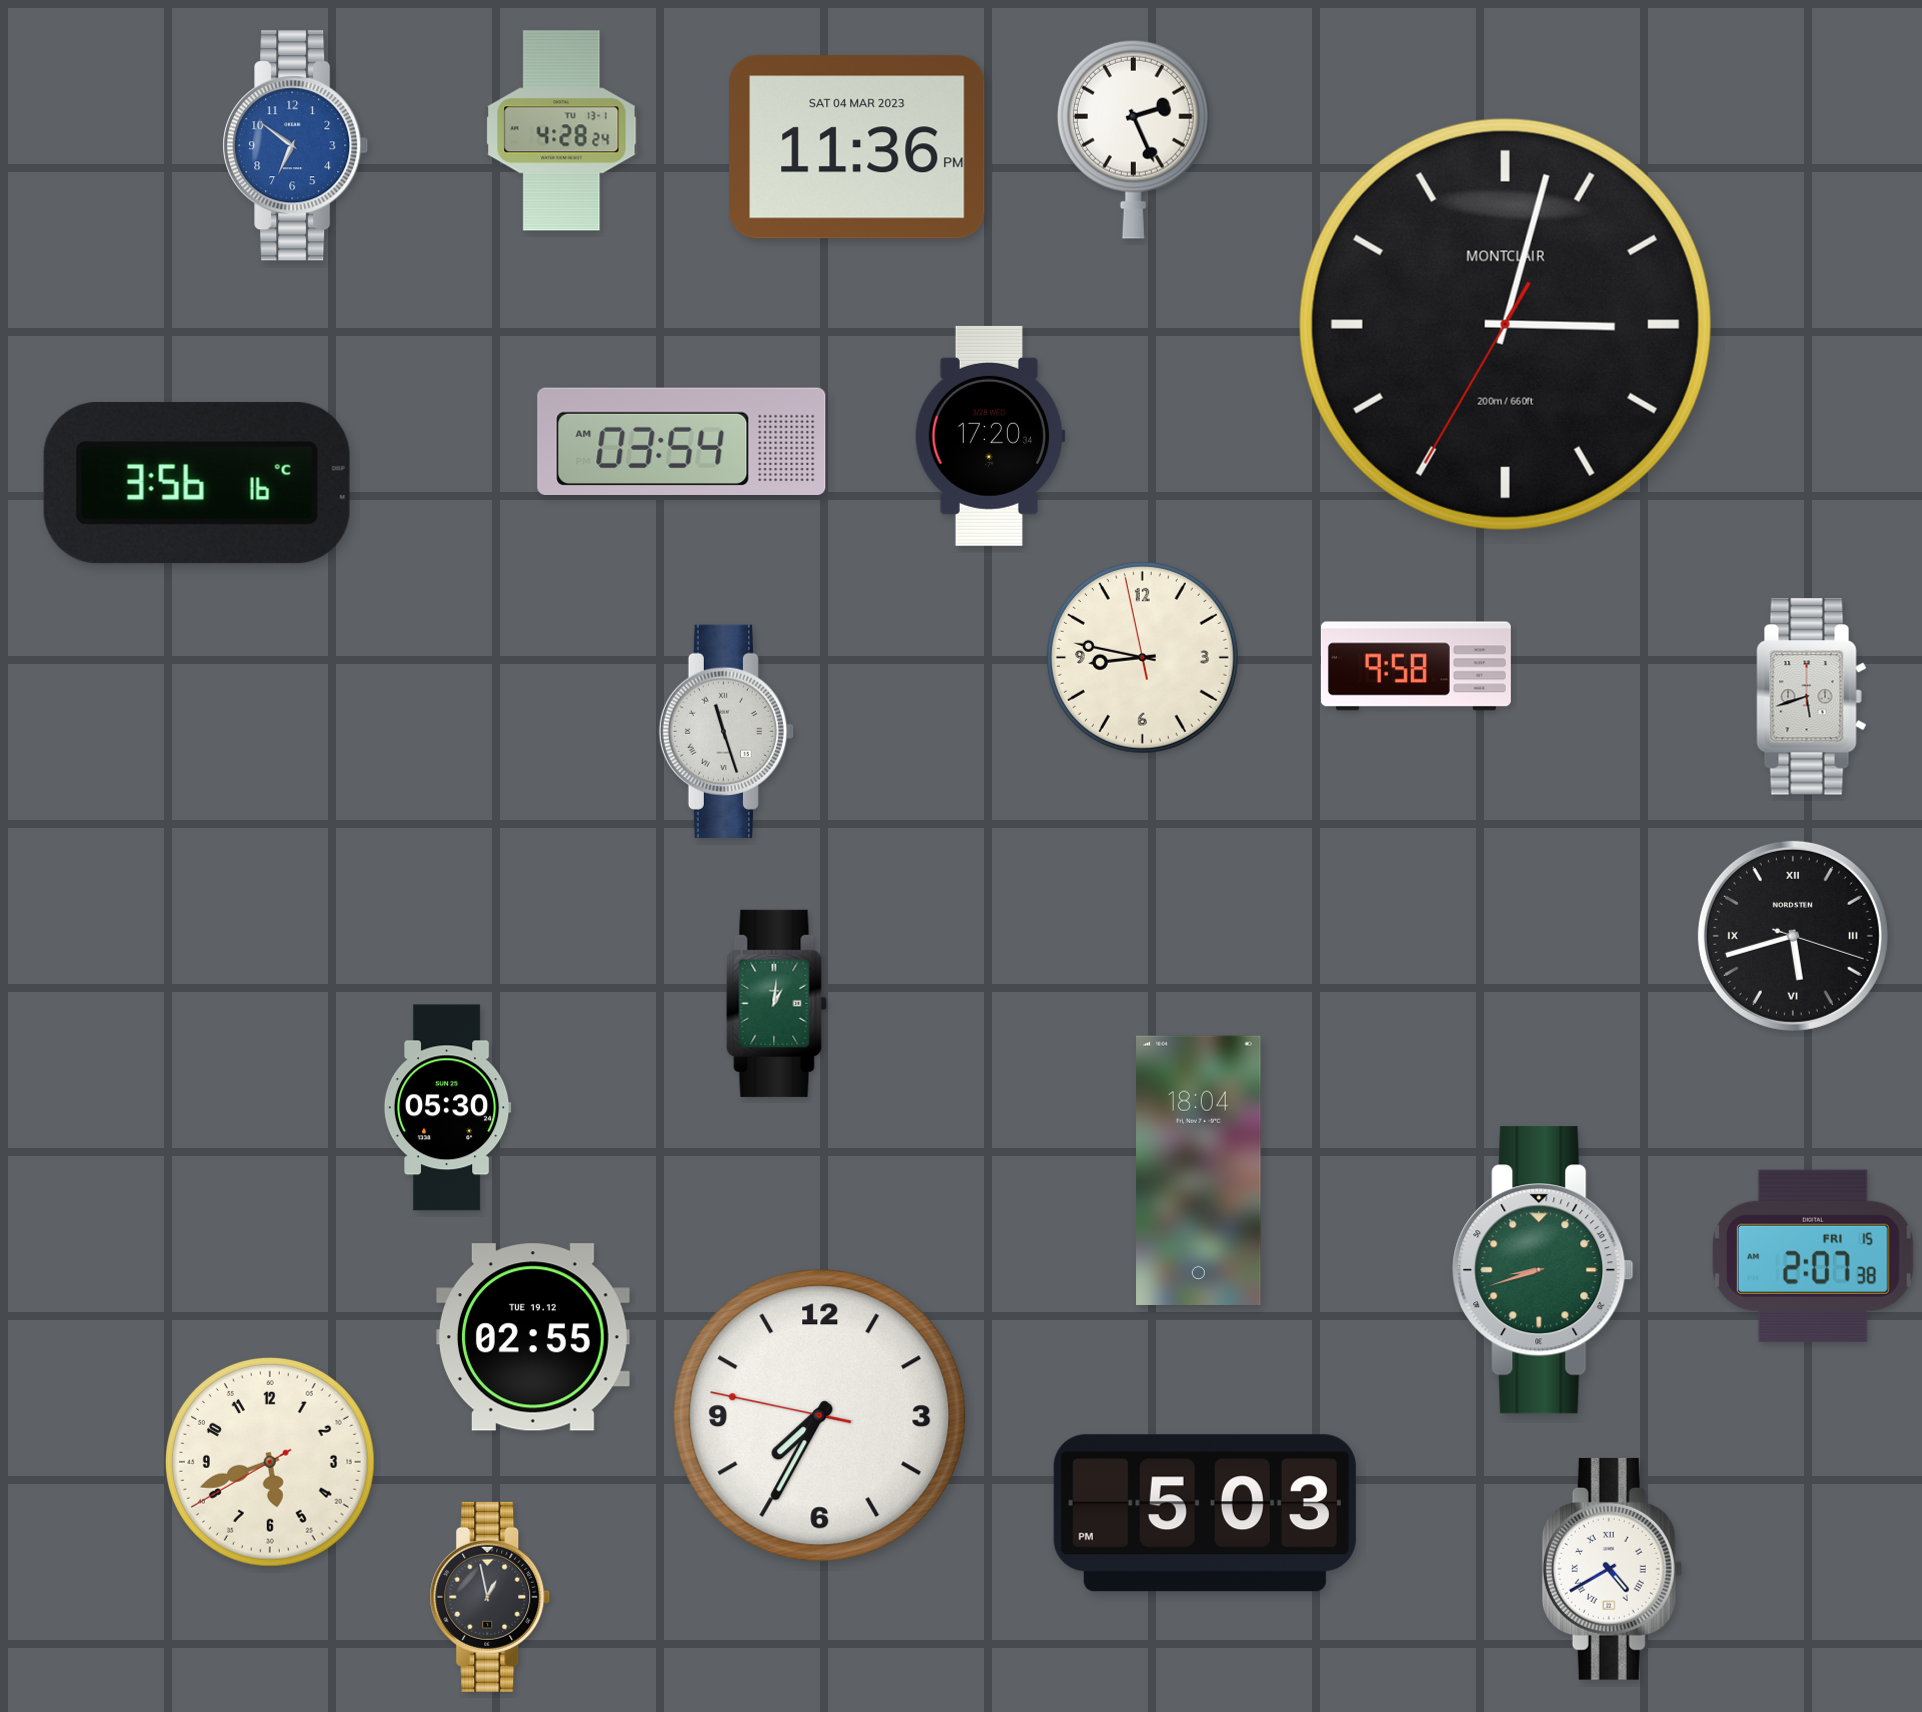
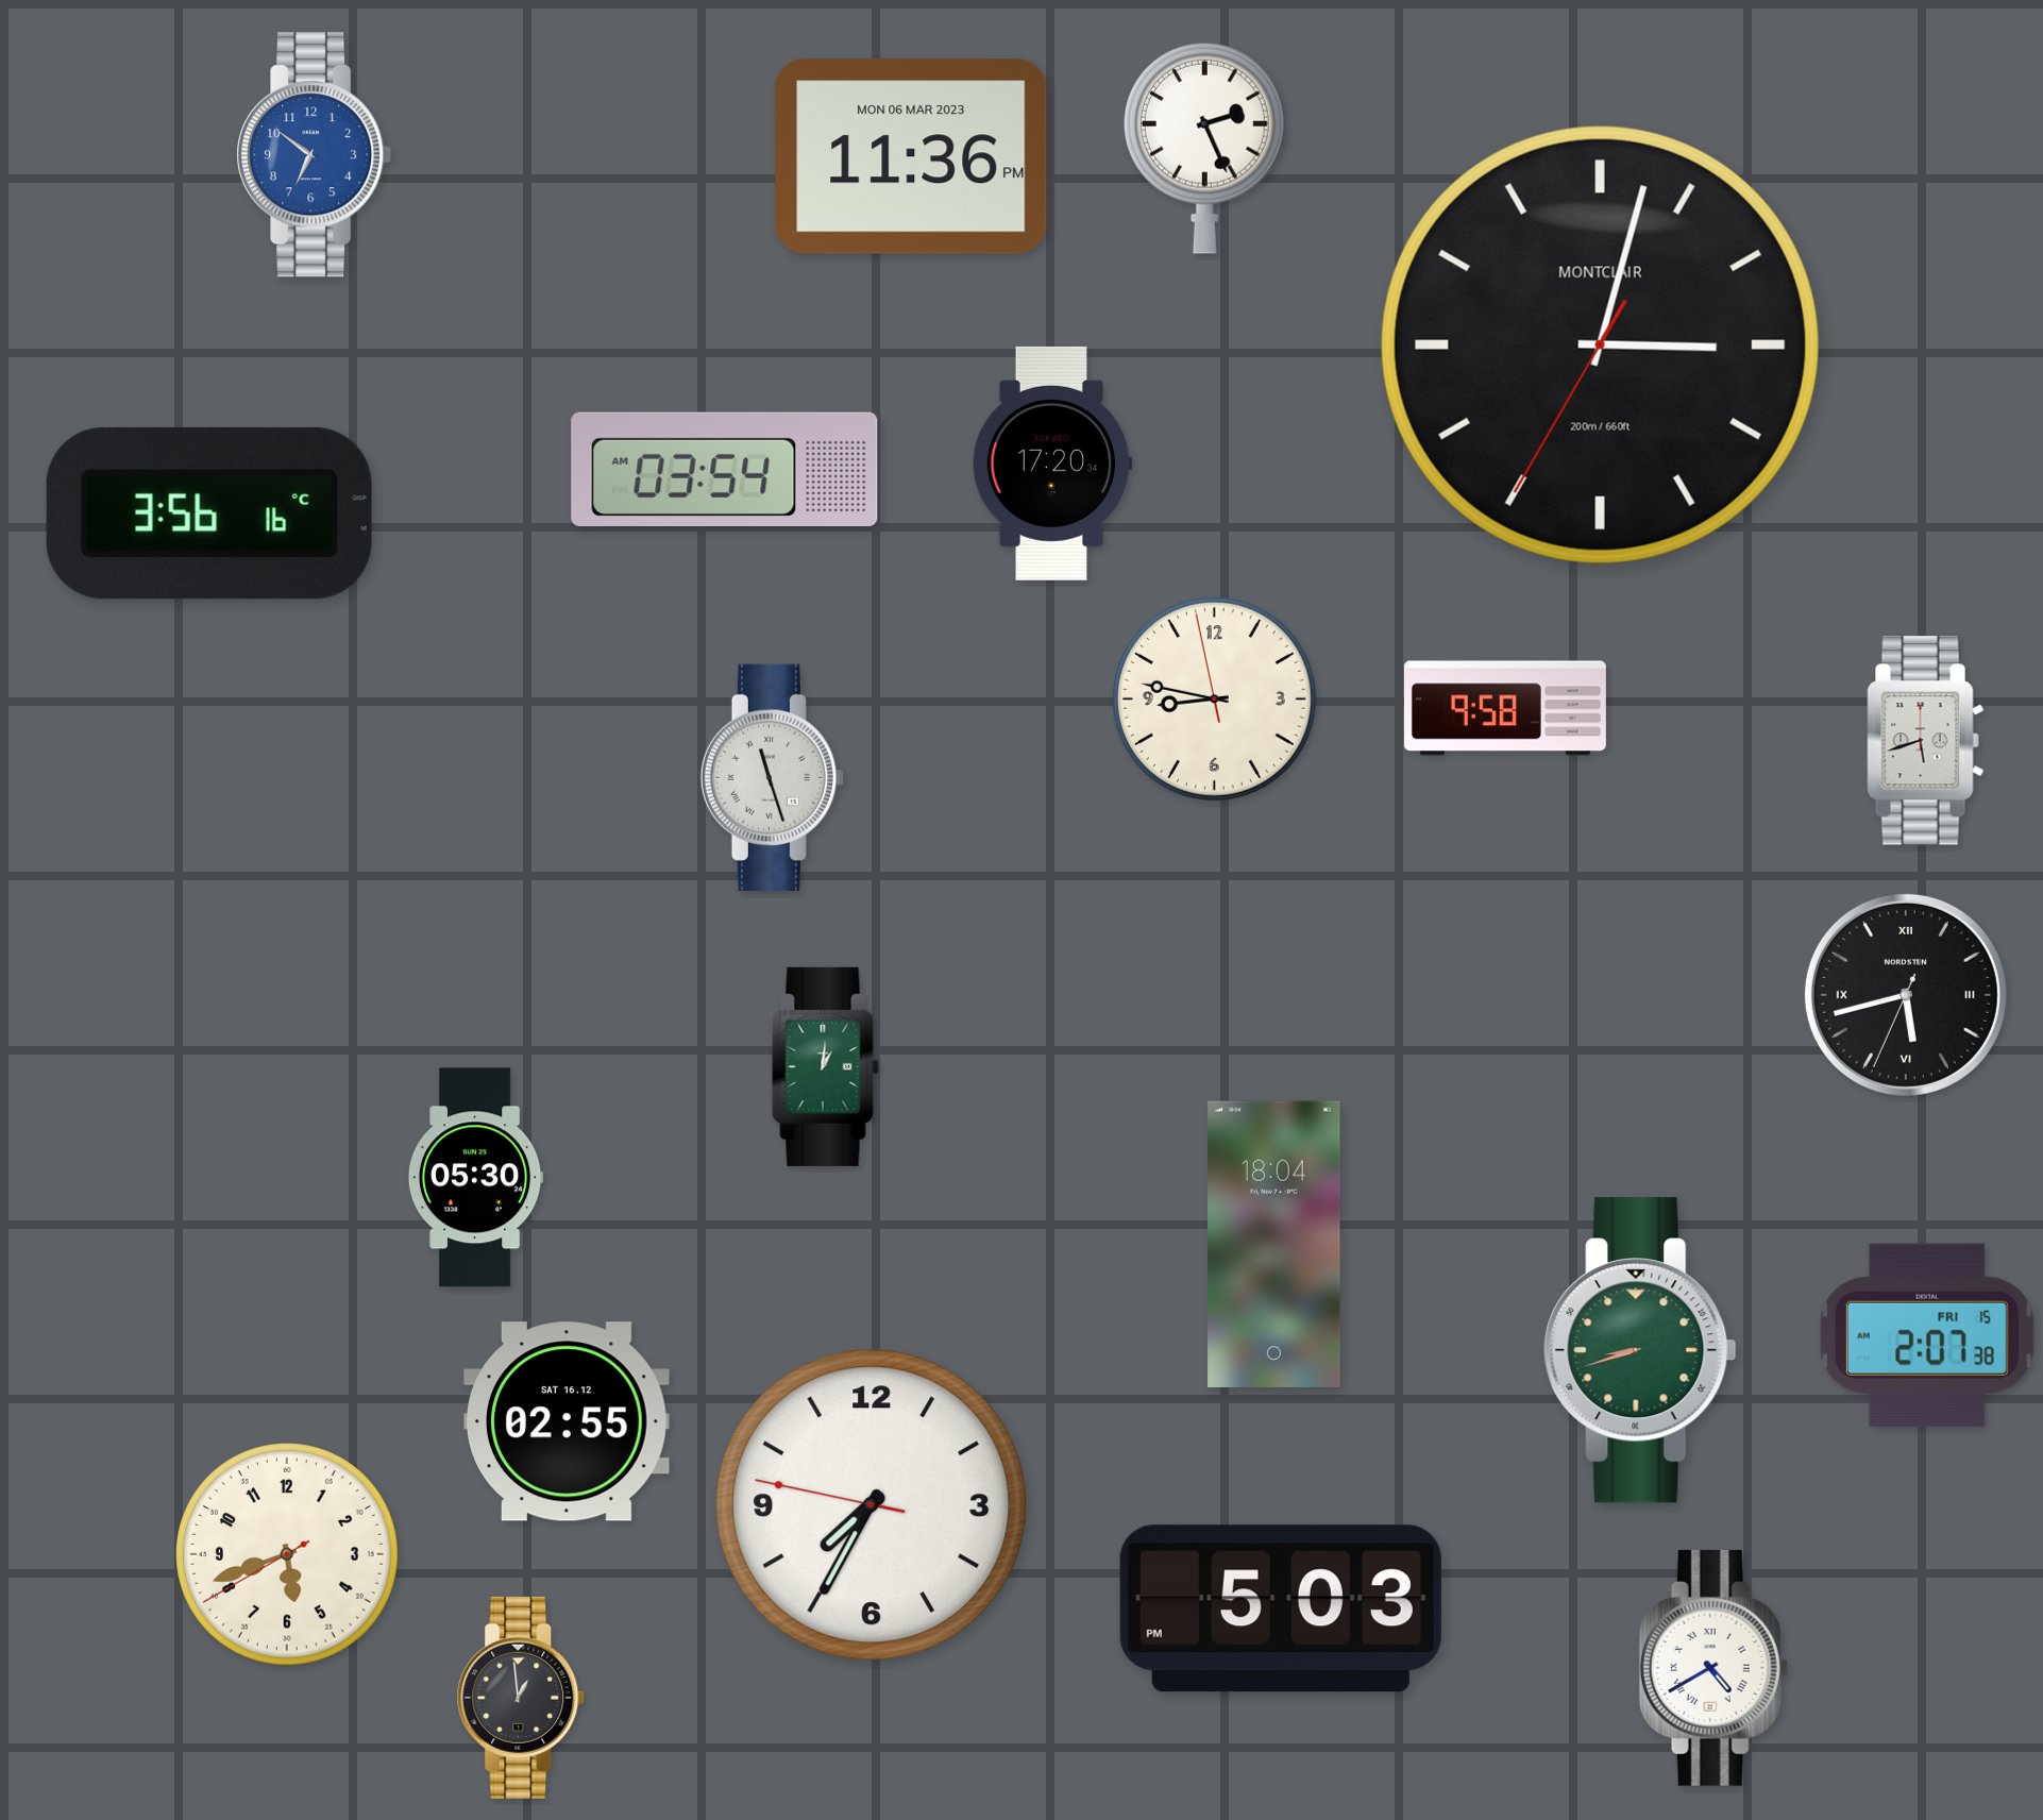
clock at (562, 131): 4:28 -> none
clock at (857, 147) date: SAT 04 MAR 2023 -> MON 06 MAR 2023
clock at (1793, 936): 5:42:18 -> 5:42:34
clock at (533, 1337) date: TUE 19.12 -> SAT 16.12
clock at (490, 1597): 12:58 -> 12:59
